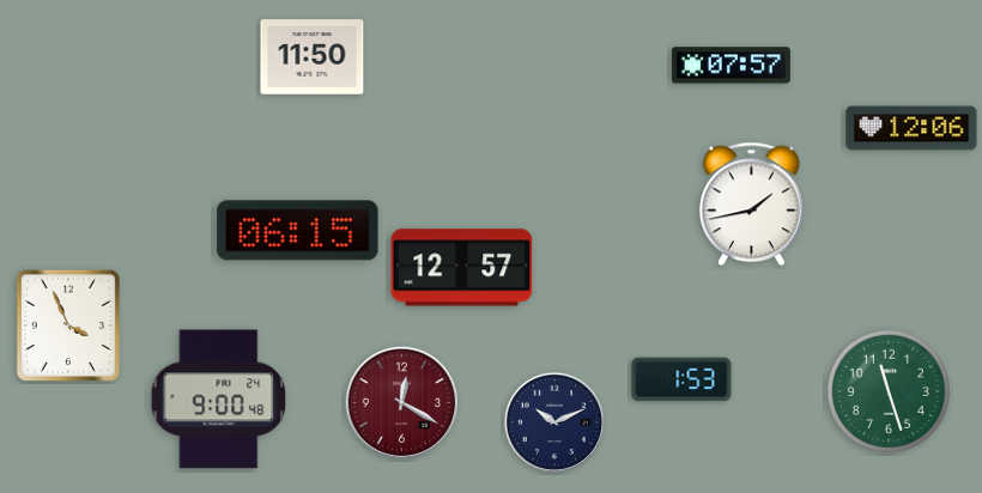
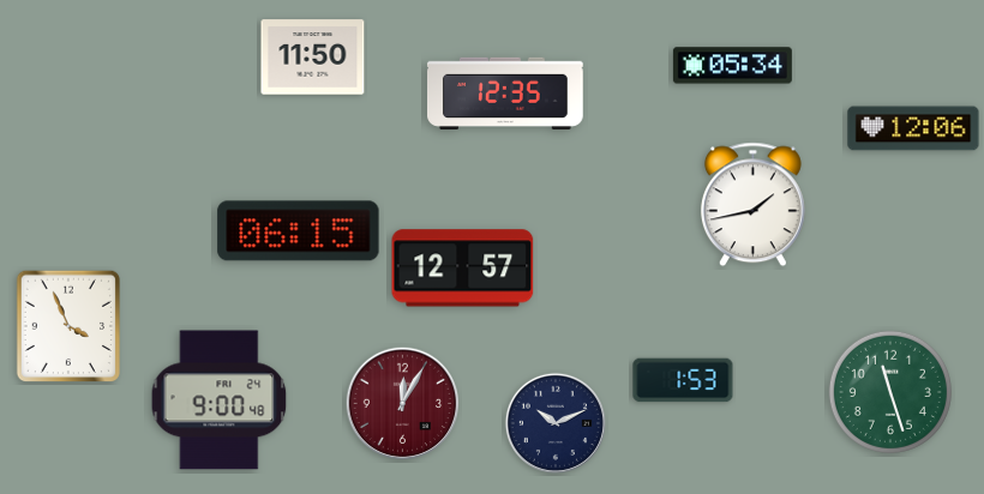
clock at (731, 66): 07:57 -> 05:34
clock at (506, 94): none -> 12:35
clock at (402, 403): 12:20 -> 12:05
